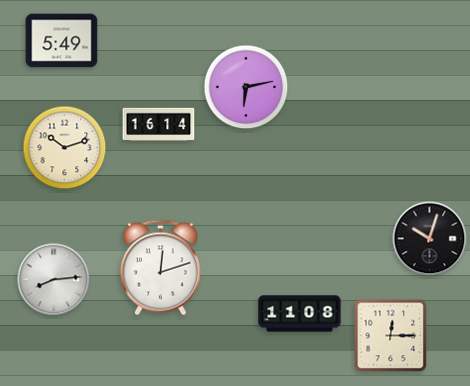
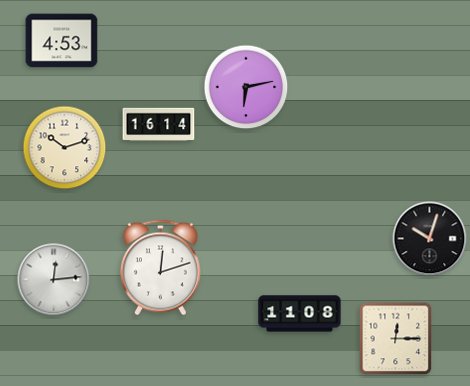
clock at (62, 41): 5:49 -> 4:53
clock at (54, 280): 8:14 -> 12:14
clock at (391, 336) position: (391, 336) -> (396, 339)
